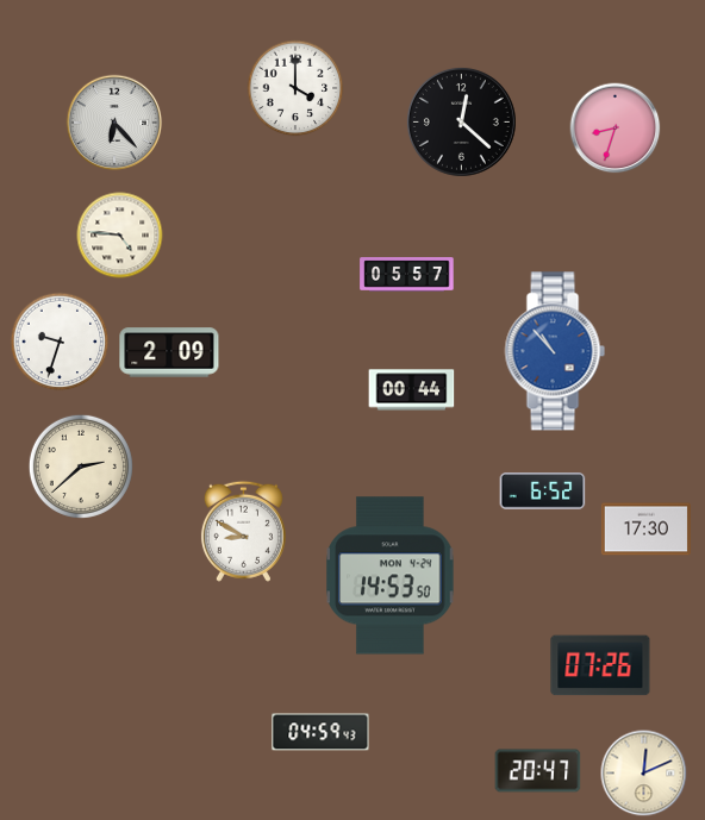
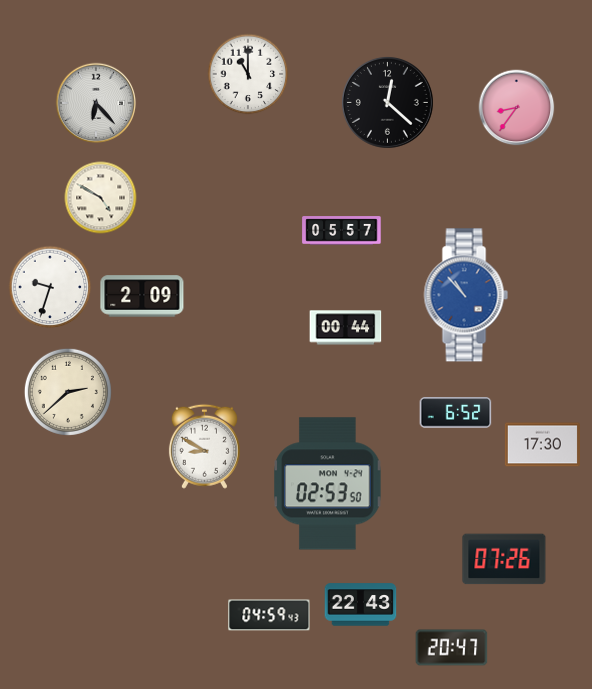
clock at (295, 88): 4:00 -> 11:00
clock at (616, 129): 8:33 -> 8:36
clock at (120, 236): 4:46 -> 4:50
clock at (391, 576): 14:53 -> 02:53
clock at (361, 605): none -> 22:43
clock at (644, 774): 12:11 -> none
